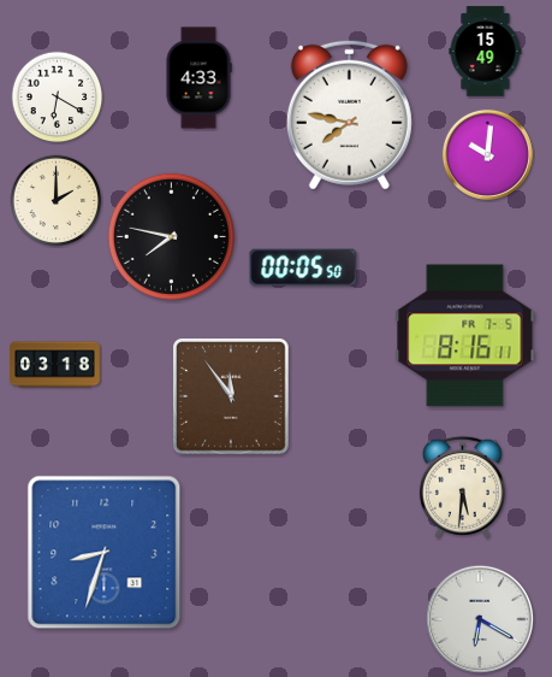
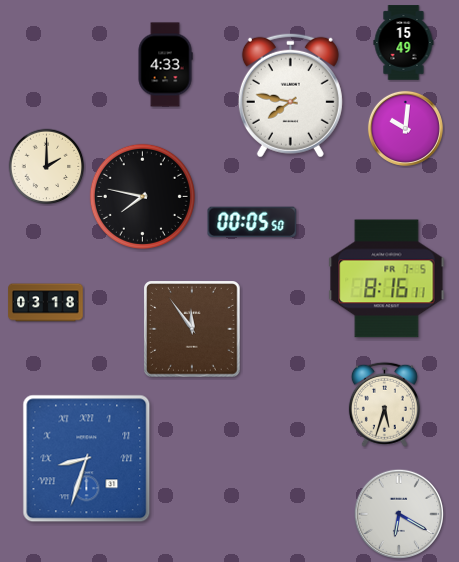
clock at (58, 98): 6:20 -> none
clock at (462, 487): 5:31 -> 5:33
clock at (105, 553) numerals: Arabic -> Roman
